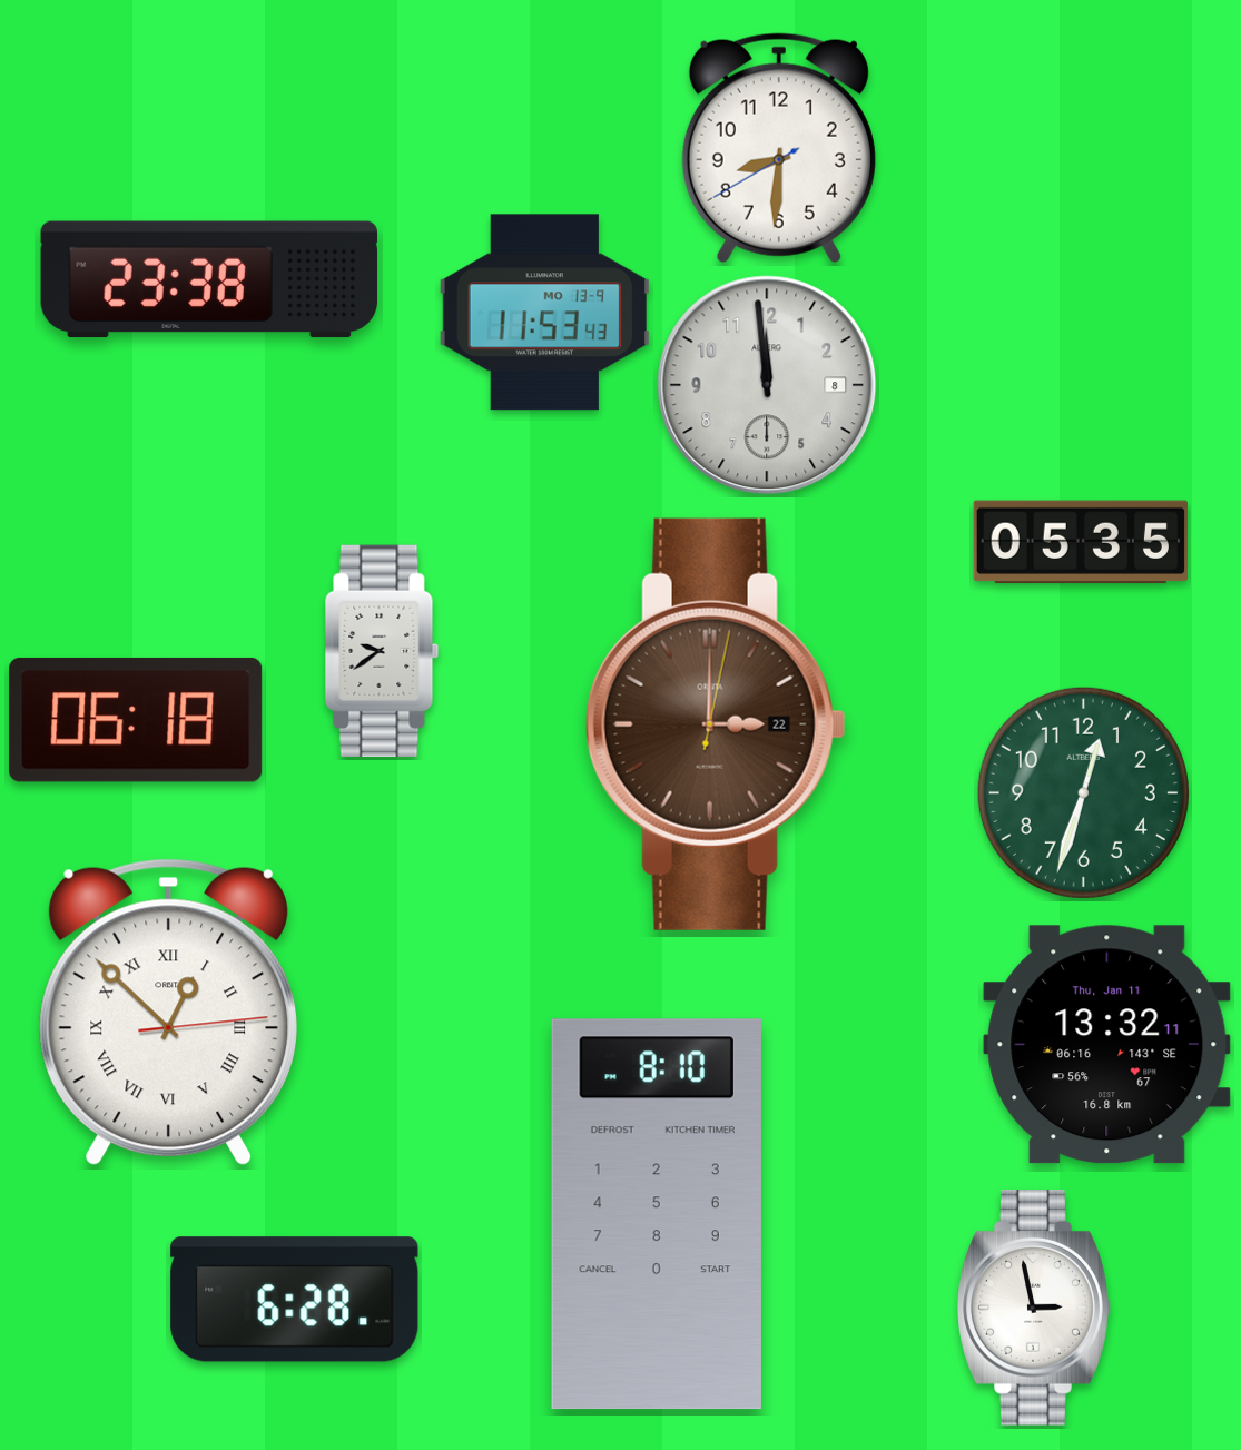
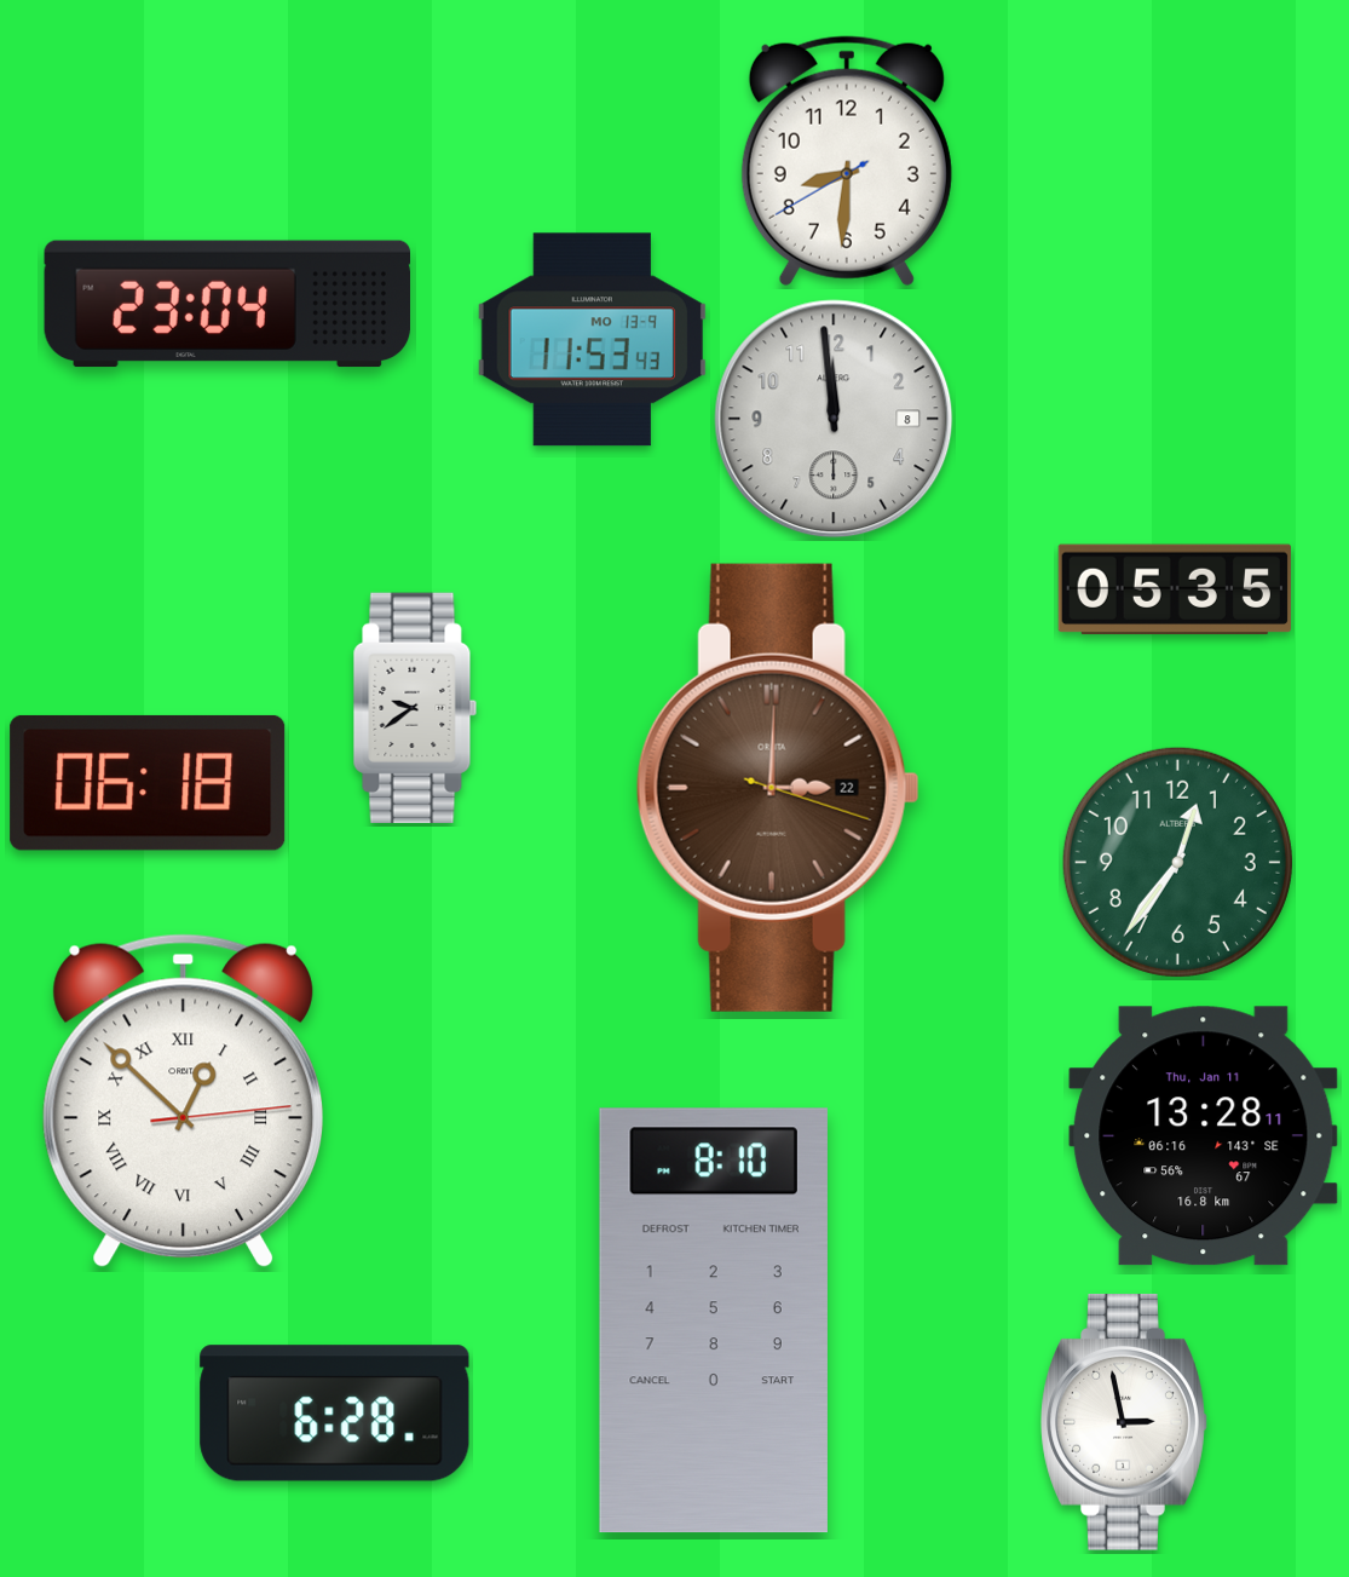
clock at (208, 279): 23:38 -> 23:04
clock at (716, 724): 3:00:02 -> 3:00:18
clock at (1083, 792): 12:33 -> 12:36
clock at (1107, 1045): 13:32 -> 13:28
clock at (295, 1300) position: (295, 1300) -> (335, 1414)
